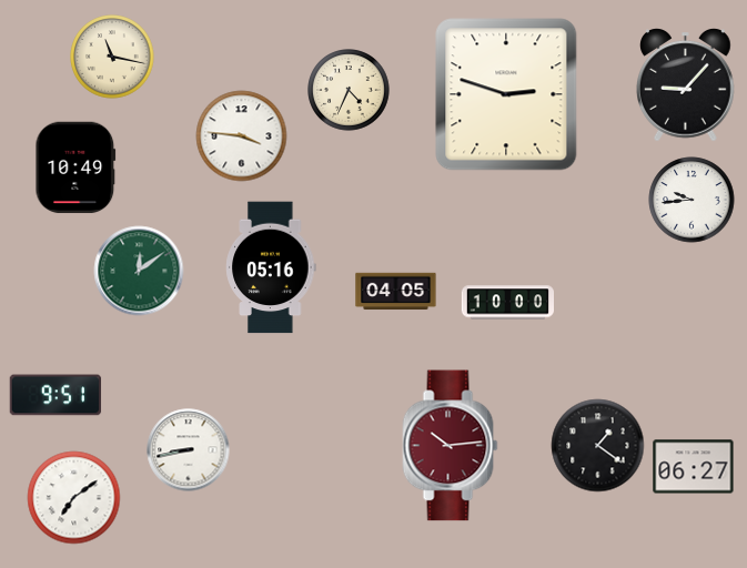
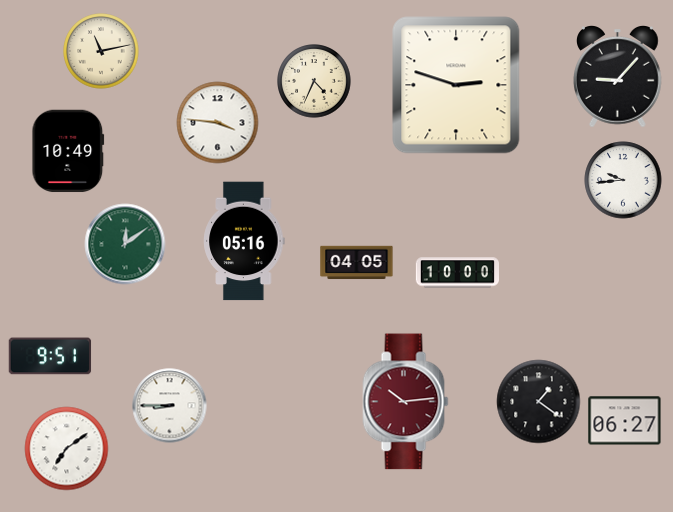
clock at (112, 57): 11:17 -> 11:13
clock at (189, 450): 8:43 -> 8:45
